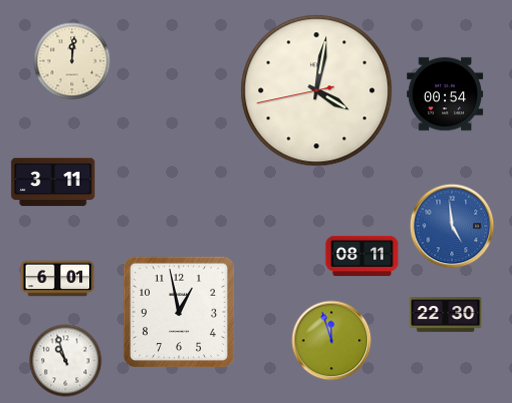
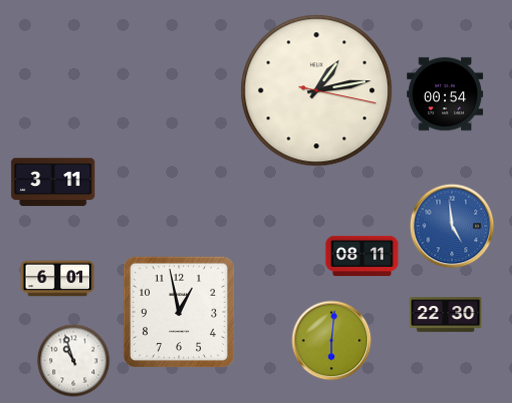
clock at (72, 61): 12:01 -> none
clock at (317, 91): 4:01 -> 1:13
clock at (332, 341): 11:57 -> 6:01
clock at (66, 361) position: (66, 361) -> (74, 361)
